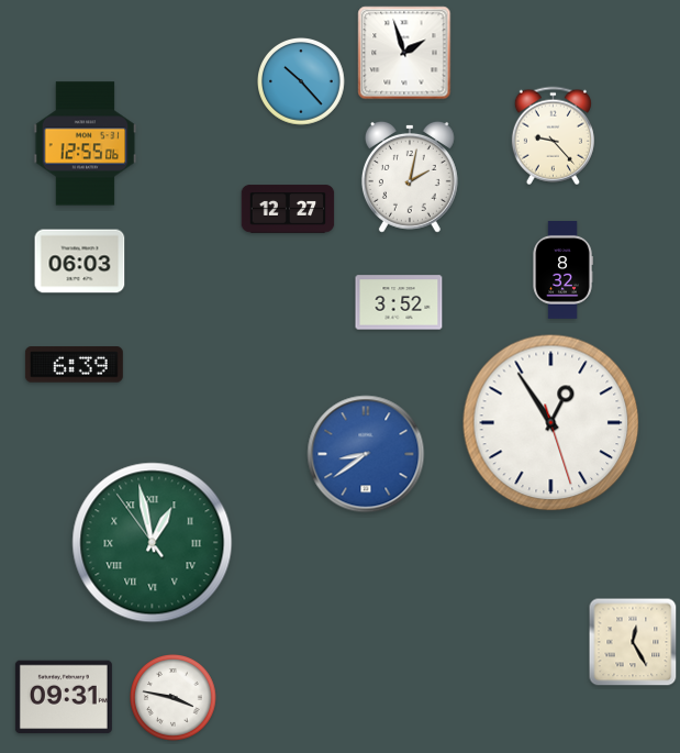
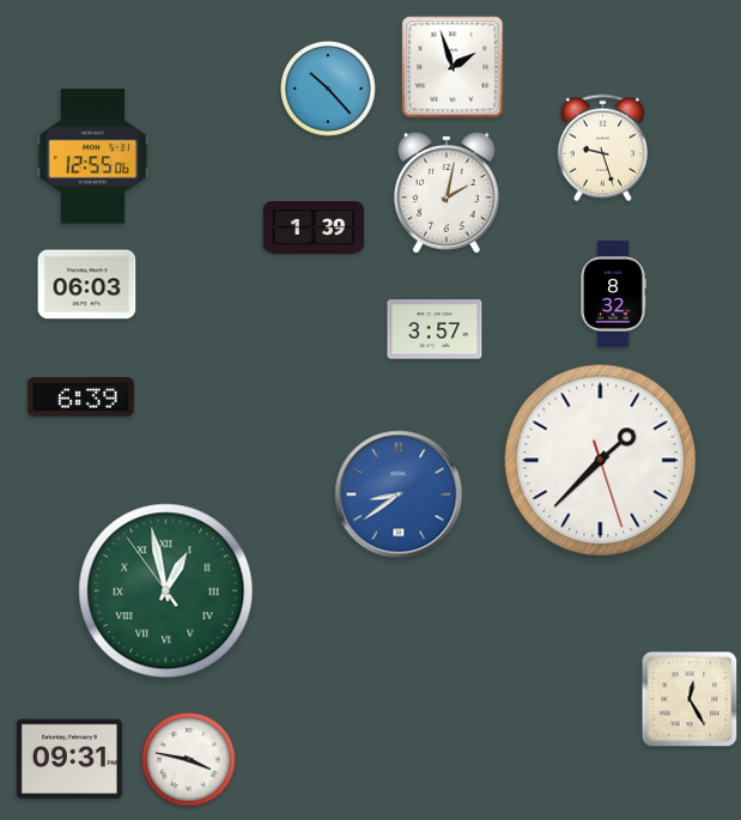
clock at (404, 53) position: (404, 53) -> (453, 67)
clock at (553, 136): 9:23 -> 9:27
clock at (288, 209): 12:27 -> 1:39
clock at (399, 302): 3:52 -> 3:57
clock at (551, 423): 12:54 -> 1:37
